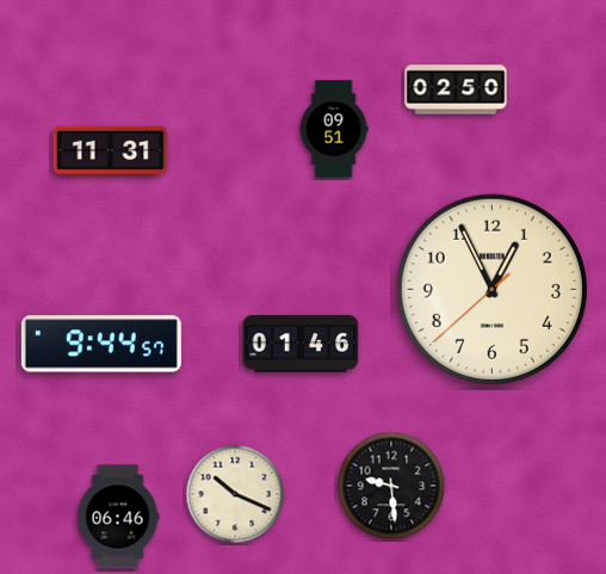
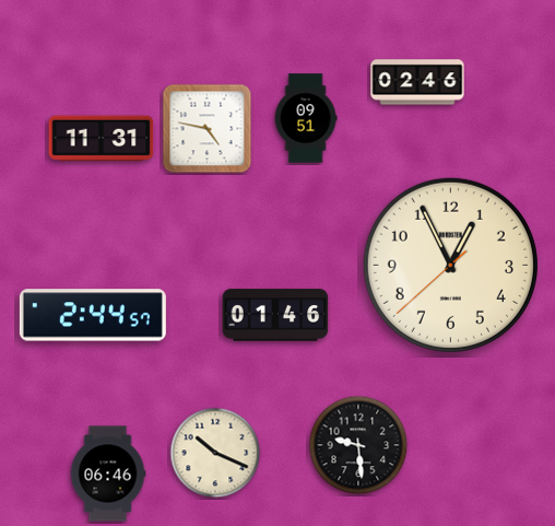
clock at (456, 90): 02:50 -> 02:46
clock at (208, 129): none -> 4:47
clock at (101, 344): 9:44 -> 2:44
